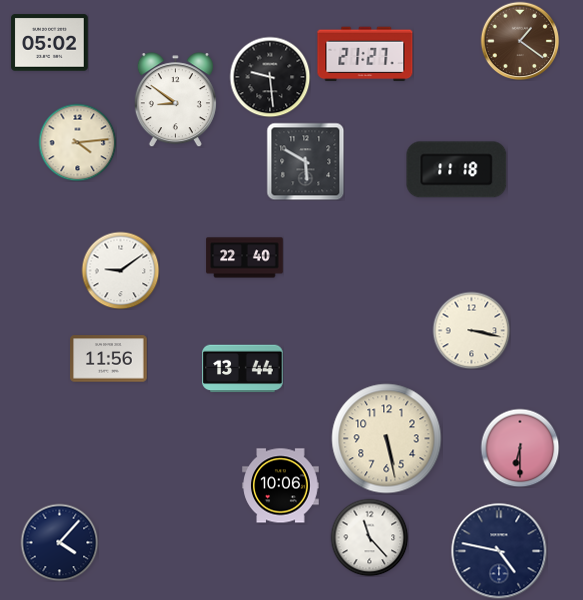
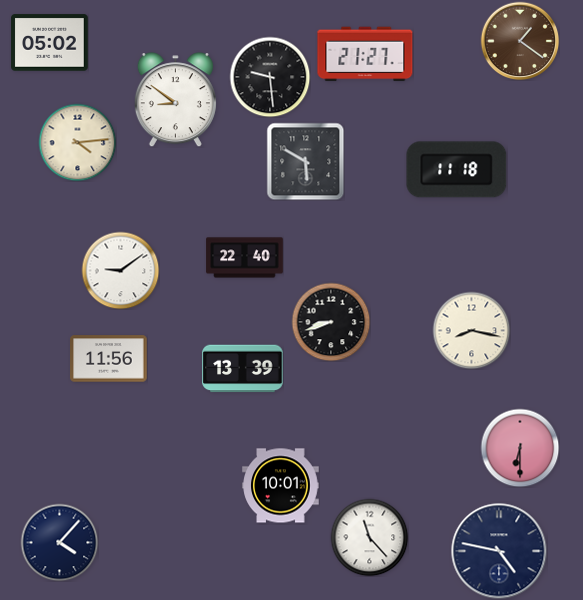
clock at (331, 322): none -> 8:42
clock at (471, 330): 3:17 -> 8:17
clock at (243, 369): 13:44 -> 13:39
clock at (387, 439): 5:28 -> none
clock at (281, 486): 10:06 -> 10:01
